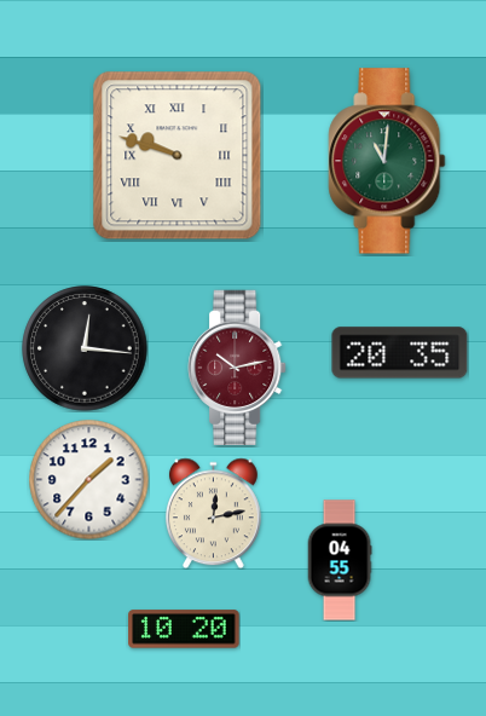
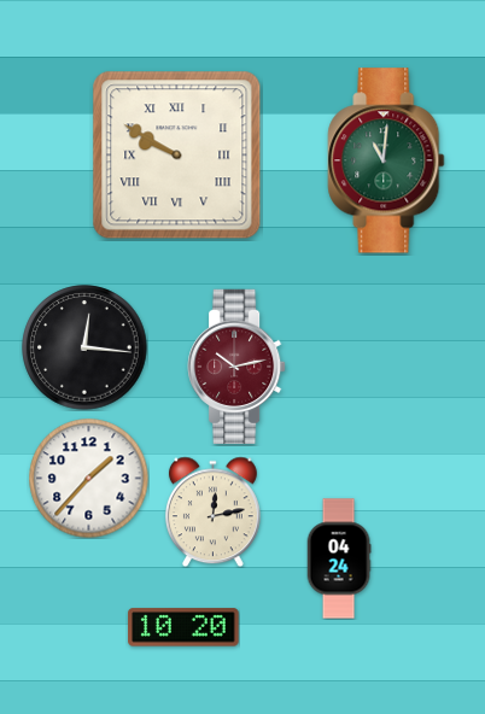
clock at (178, 156): 9:48 -> 9:50
clock at (400, 353): 20:35 -> none
clock at (340, 560): 04:55 -> 04:24
